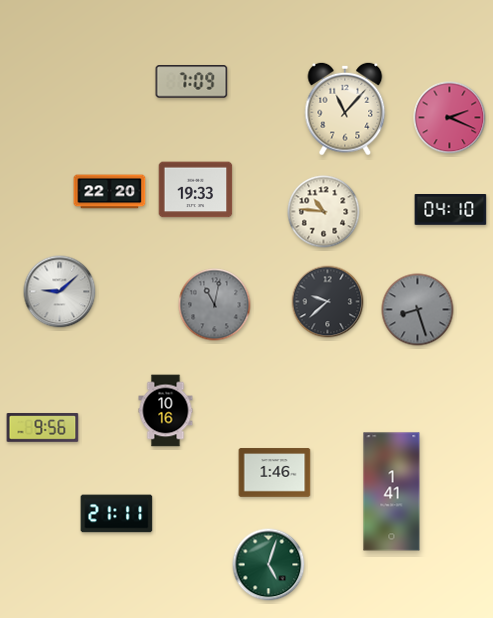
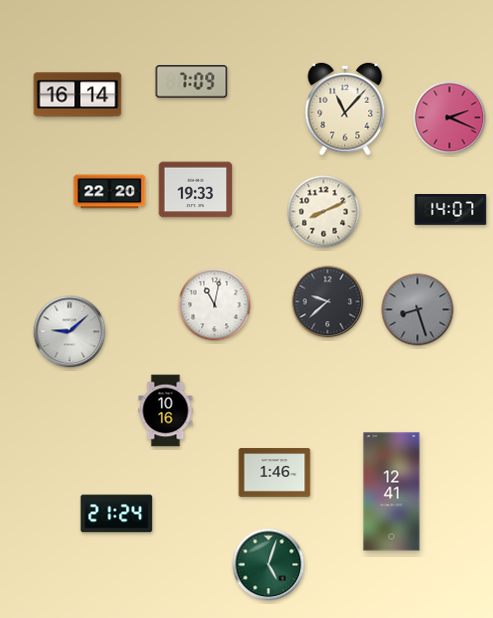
clock at (78, 95): none -> 16:14
clock at (451, 210): 04:10 -> 14:07
clock at (324, 212): 10:46 -> 8:11
clock at (60, 292) position: (60, 292) -> (70, 332)
clock at (215, 305) dial: grey -> white
clock at (43, 428): 9:56 -> none
clock at (392, 492): 1:41 -> 12:41
clock at (117, 514): 21:11 -> 21:24
